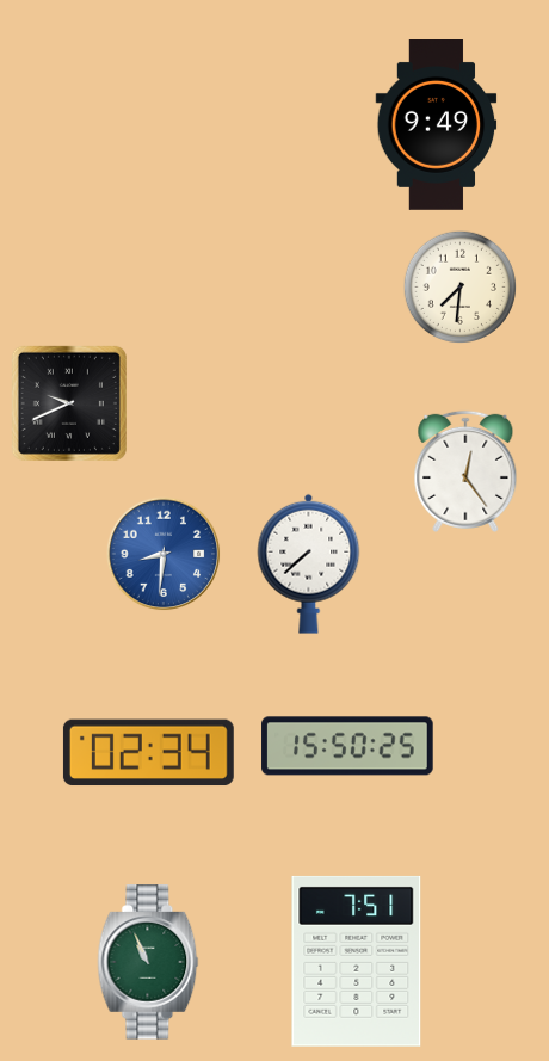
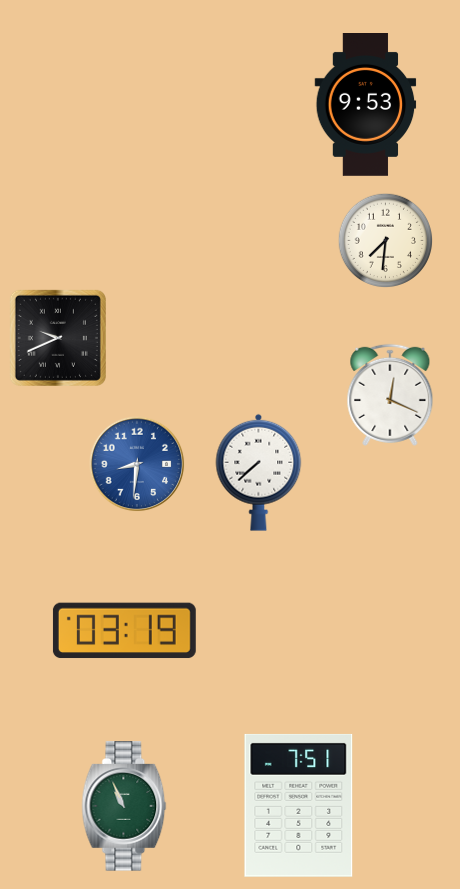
clock at (437, 125): 9:49 -> 9:53
clock at (465, 471): 12:24 -> 12:19
clock at (347, 746): 15:50 -> none
clock at (148, 753): 02:34 -> 03:19
